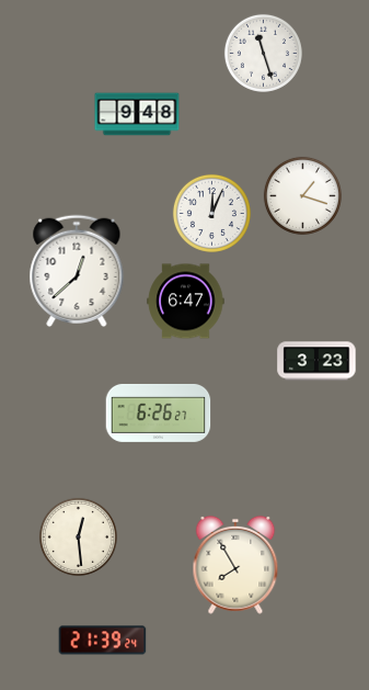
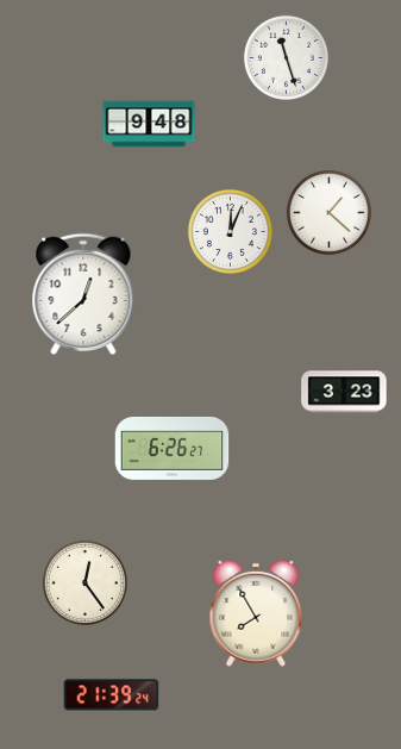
clock at (302, 195): 1:18 -> 1:22
clock at (186, 302): 6:47 -> none
clock at (78, 536): 12:29 -> 12:24
